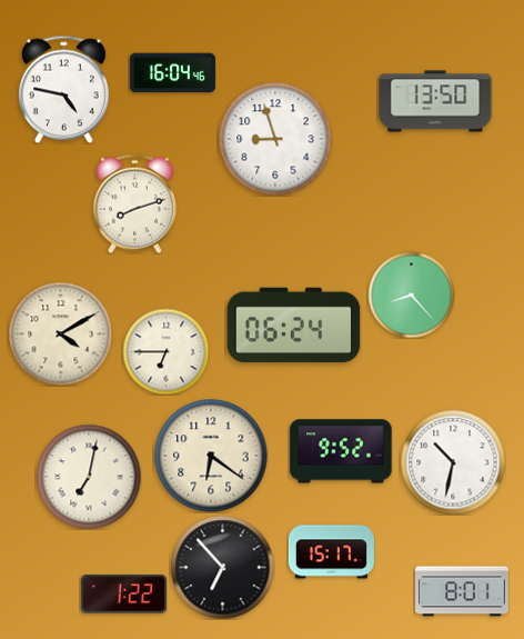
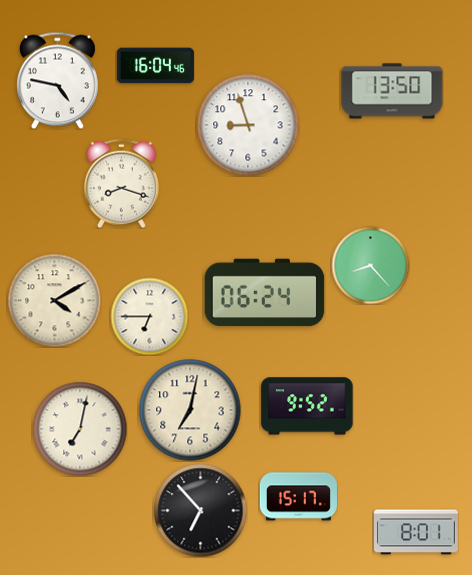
clock at (134, 203): 8:12 -> 8:18
clock at (211, 456): 6:21 -> 7:02
clock at (453, 462): 10:32 -> none
clock at (123, 595): 1:22 -> none
